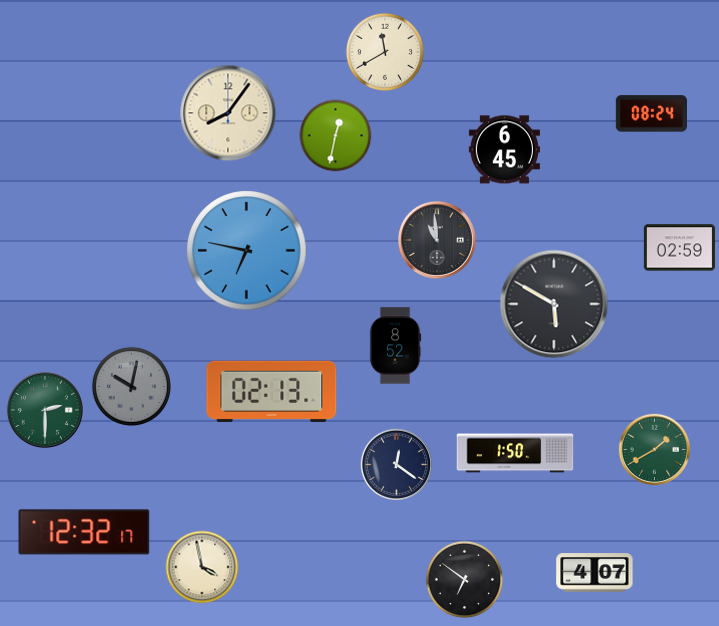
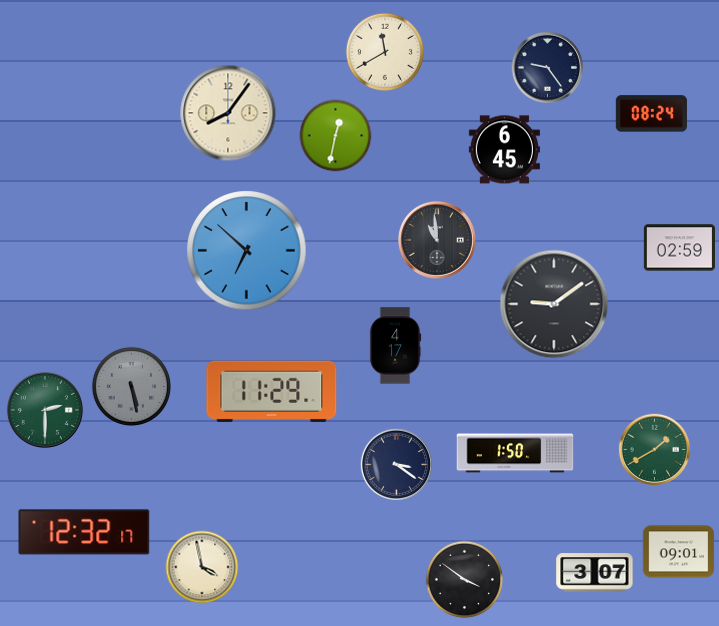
clock at (547, 67): none -> 9:24
clock at (247, 251): 6:47 -> 6:52
clock at (554, 304): 5:50 -> 9:09
clock at (395, 346): 8:52 -> 4:17
clock at (131, 386): 10:02 -> 5:28
clock at (272, 391): 02:13 -> 11:29
clock at (396, 464): 12:21 -> 3:21
clock at (678, 552): none -> 09:01
clock at (595, 573): 4:07 -> 3:07
clock at (465, 580): 6:51 -> 3:51
